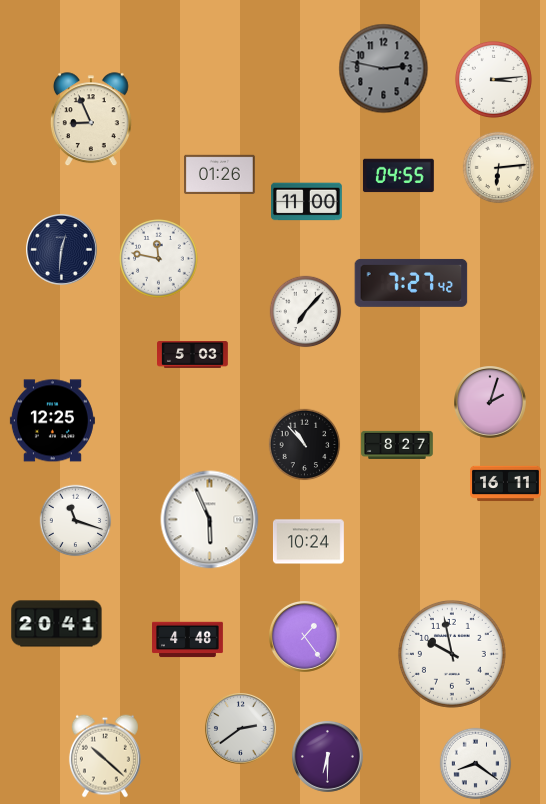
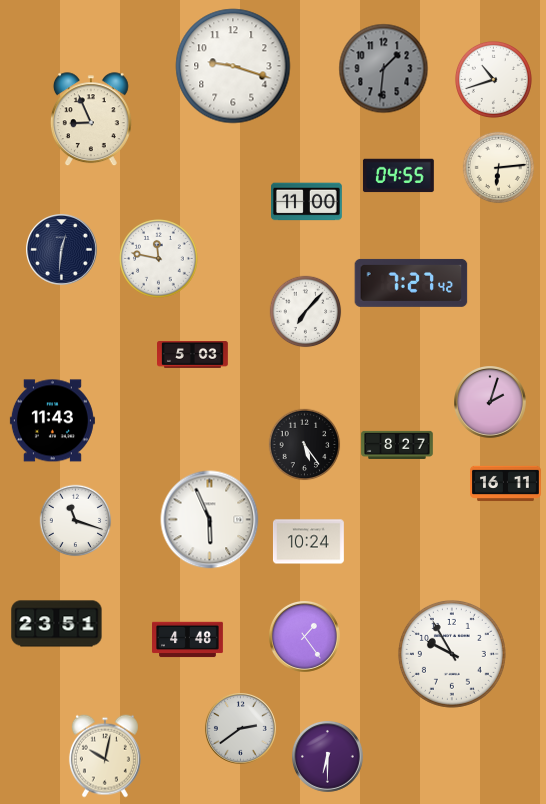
clock at (233, 66): none -> 9:18
clock at (384, 69): 2:47 -> 1:31
clock at (493, 79): 3:14 -> 10:42
clock at (220, 175): 01:26 -> none
clock at (52, 421): 12:25 -> 11:43
clock at (305, 445): 10:53 -> 5:24
clock at (57, 624): 20:41 -> 23:51
clock at (452, 654): 9:58 -> 9:55
clock at (105, 756): 10:22 -> 10:02
clock at (476, 764): 8:21 -> none
